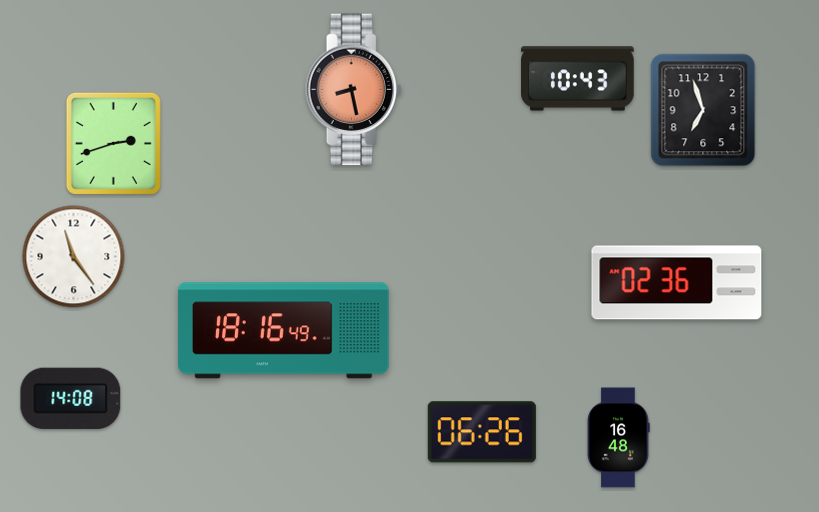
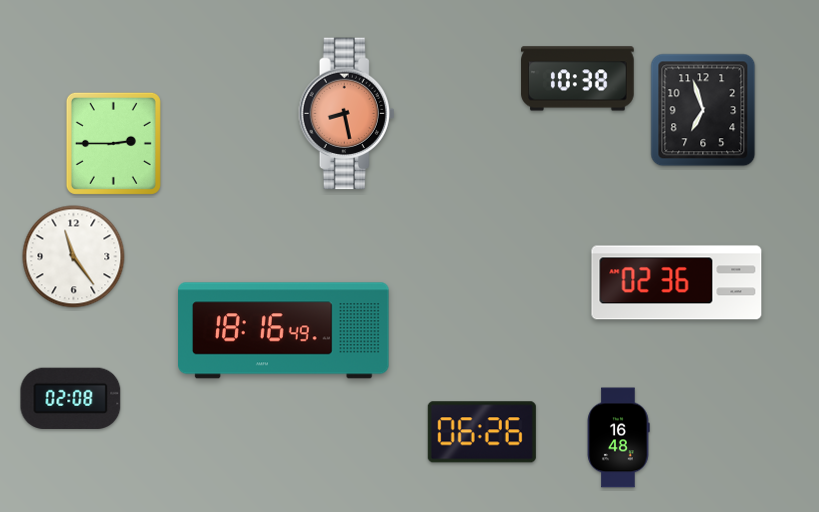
clock at (578, 79): 10:43 -> 10:38
clock at (354, 90) position: (354, 90) -> (347, 114)
clock at (113, 143): 2:42 -> 2:45
clock at (71, 398): 14:08 -> 02:08
